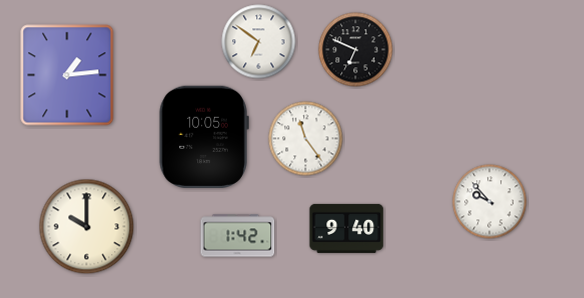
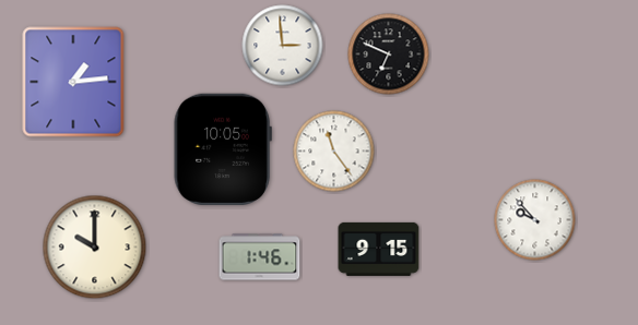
clock at (259, 42): 6:51 -> 2:59
clock at (347, 228): 9:40 -> 9:15
clock at (238, 236): 1:42 -> 1:46
